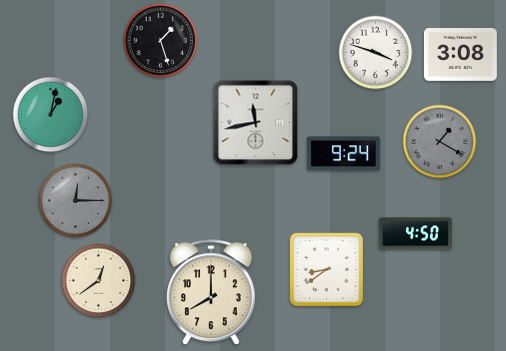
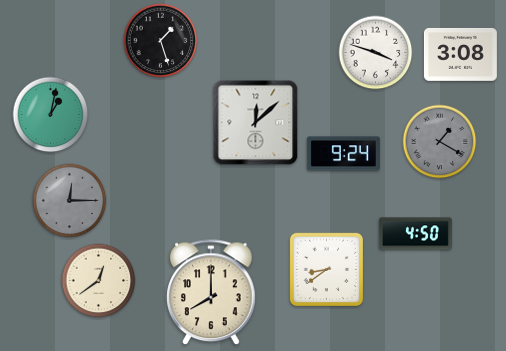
clock at (256, 123): 11:43 -> 12:08
clock at (76, 201) position: (76, 201) -> (70, 201)
